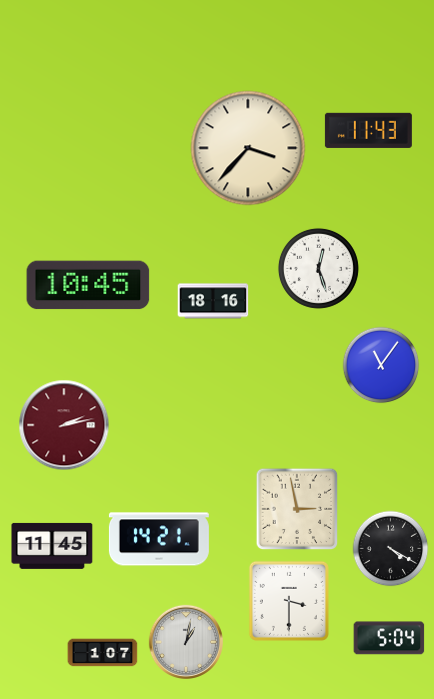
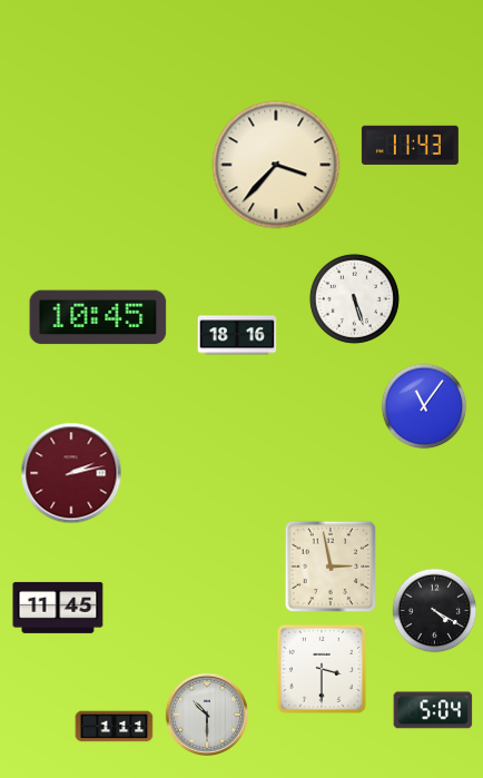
clock at (318, 268): 12:27 -> 5:27
clock at (159, 539): 14:21 -> none
clock at (185, 641): 1:02 -> 10:30
clock at (103, 653): 1:07 -> 1:11
